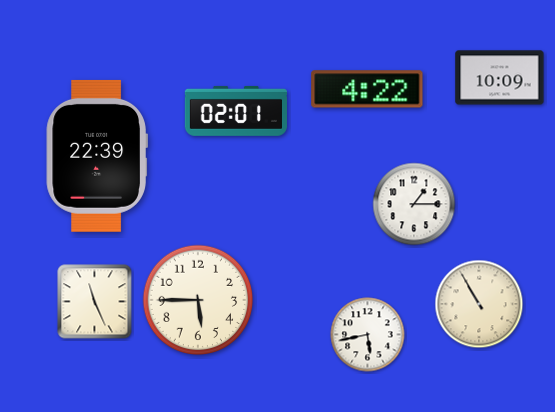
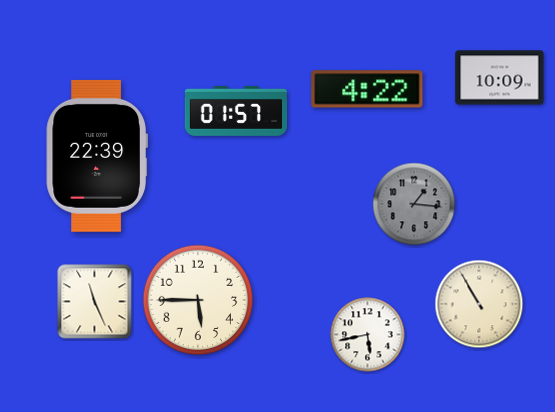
clock at (236, 111): 02:01 -> 01:57
clock at (414, 204): 1:15 -> 1:16
clock at (414, 204) dial: white -> grey
